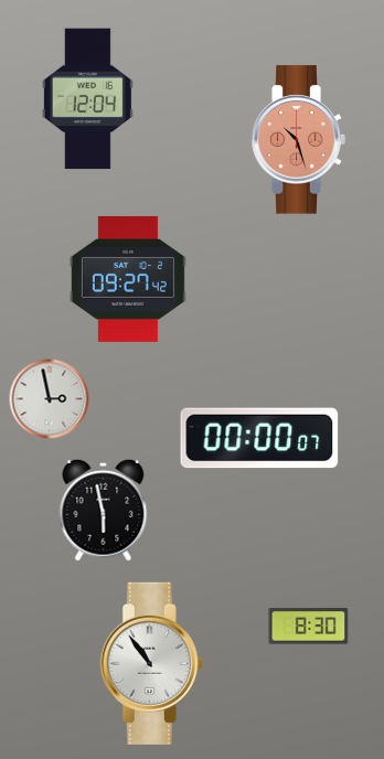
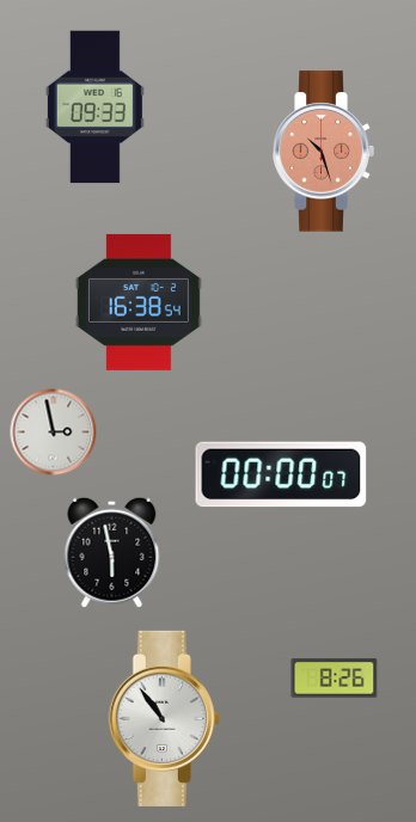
clock at (87, 99): 12:04 -> 09:33
clock at (128, 279): 09:27 -> 16:38
clock at (309, 627): 8:30 -> 8:26
